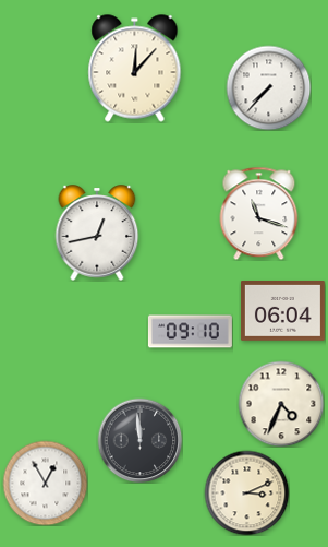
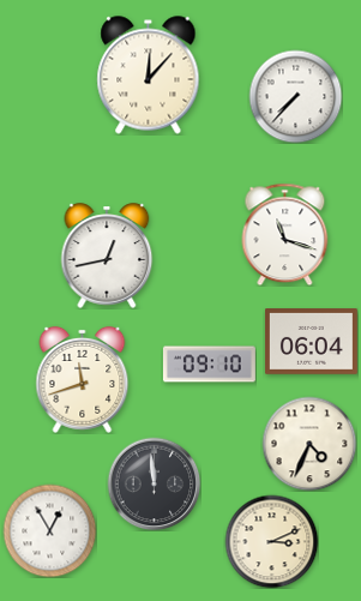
clock at (83, 379): none -> 11:42
